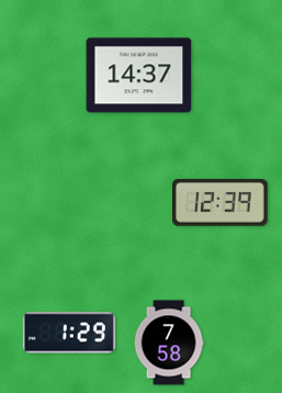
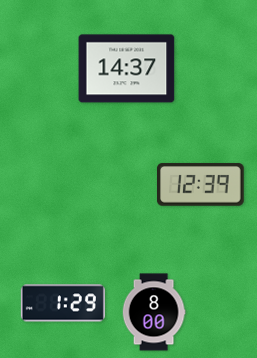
clock at (169, 343): 7:58 -> 8:00
